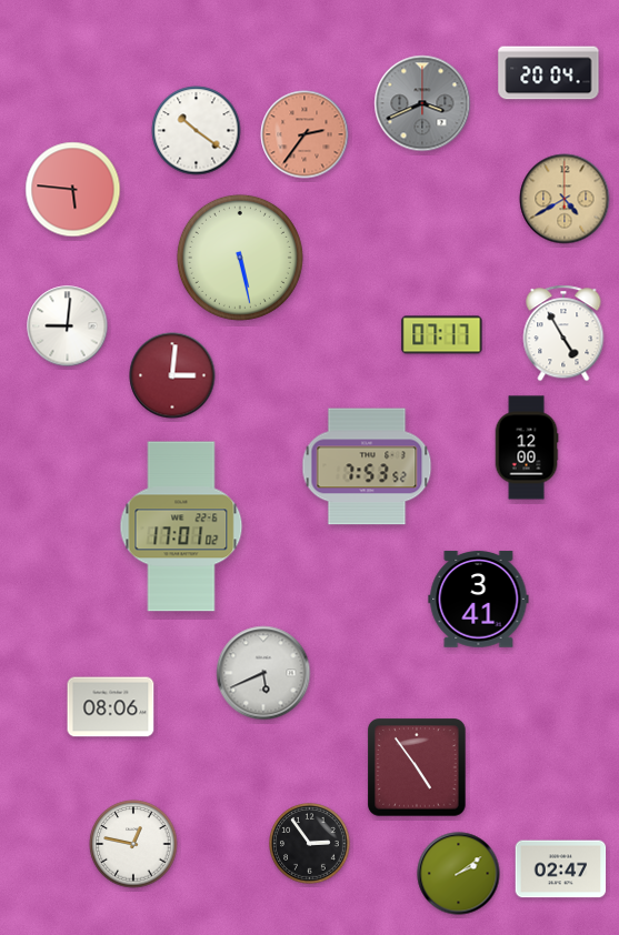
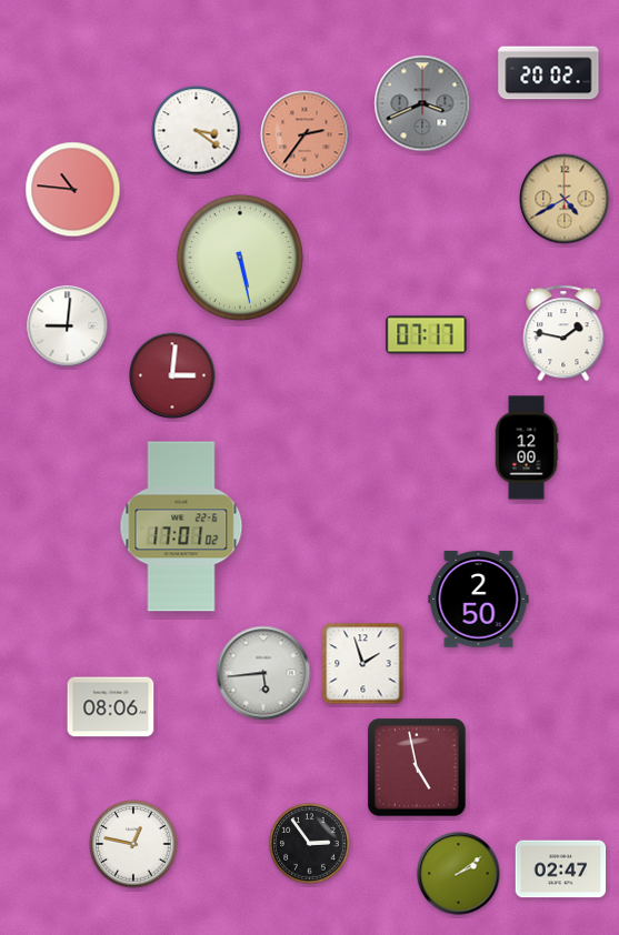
clock at (549, 73): 20:04 -> 20:02
clock at (197, 131): 10:21 -> 3:21
clock at (73, 190): 5:46 -> 10:46
clock at (563, 333): 4:55 -> 1:47
clock at (442, 335) position: (442, 335) -> (427, 335)
clock at (367, 466): 7:53 -> none
clock at (479, 600): 3:41 -> 2:50
clock at (363, 664): none -> 1:57
clock at (263, 673): 5:41 -> 5:44
clock at (417, 767): 4:54 -> 4:58
